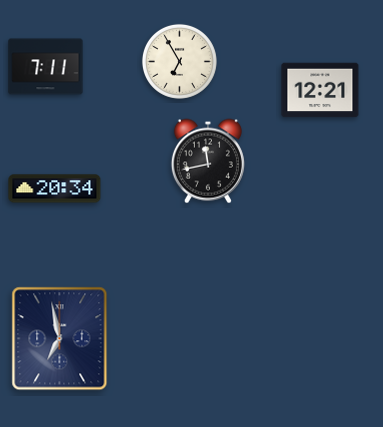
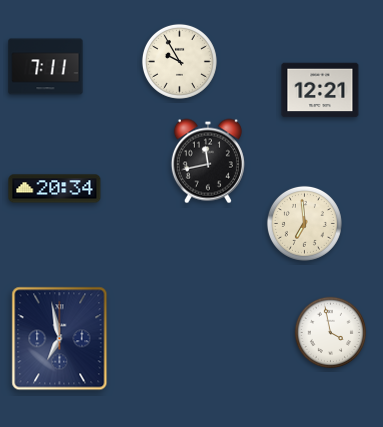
clock at (179, 61): 6:55 -> 9:55
clock at (304, 223): none -> 6:59
clock at (331, 333): none -> 3:58
